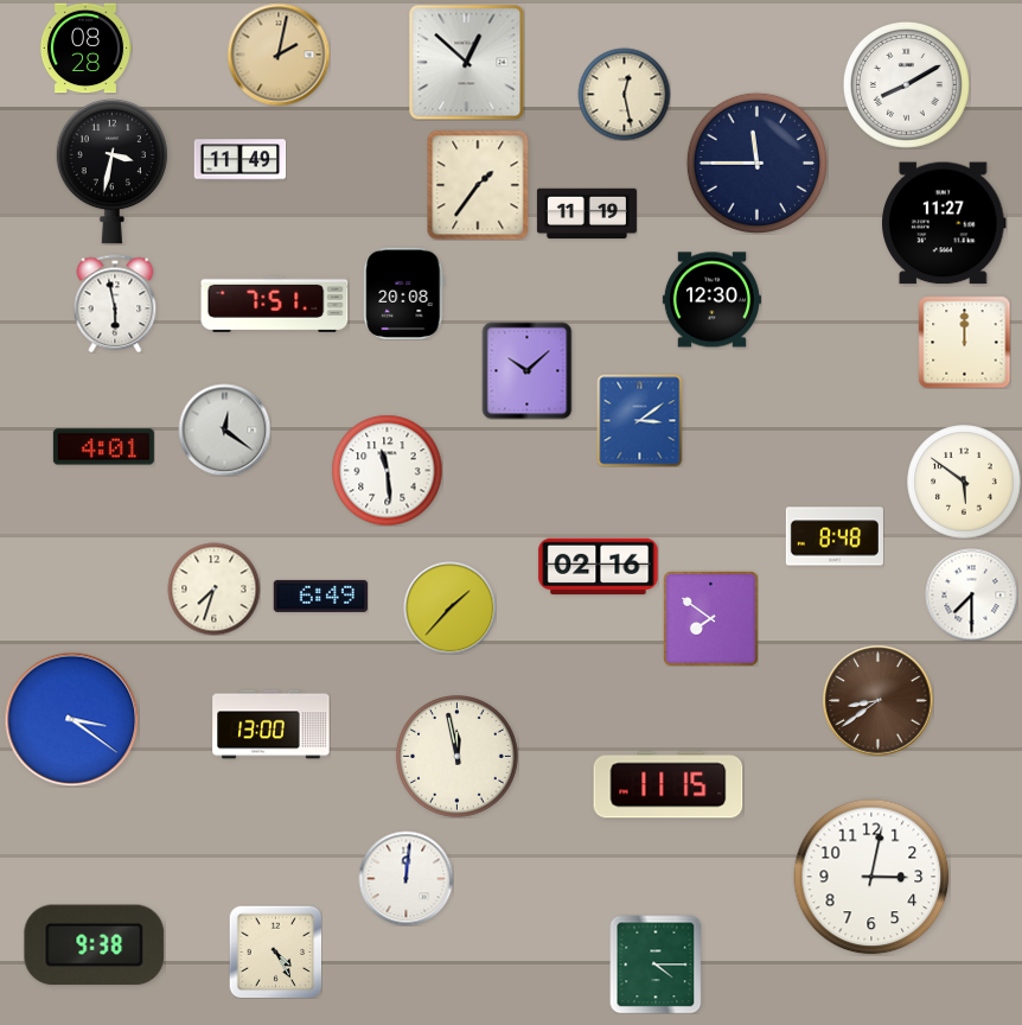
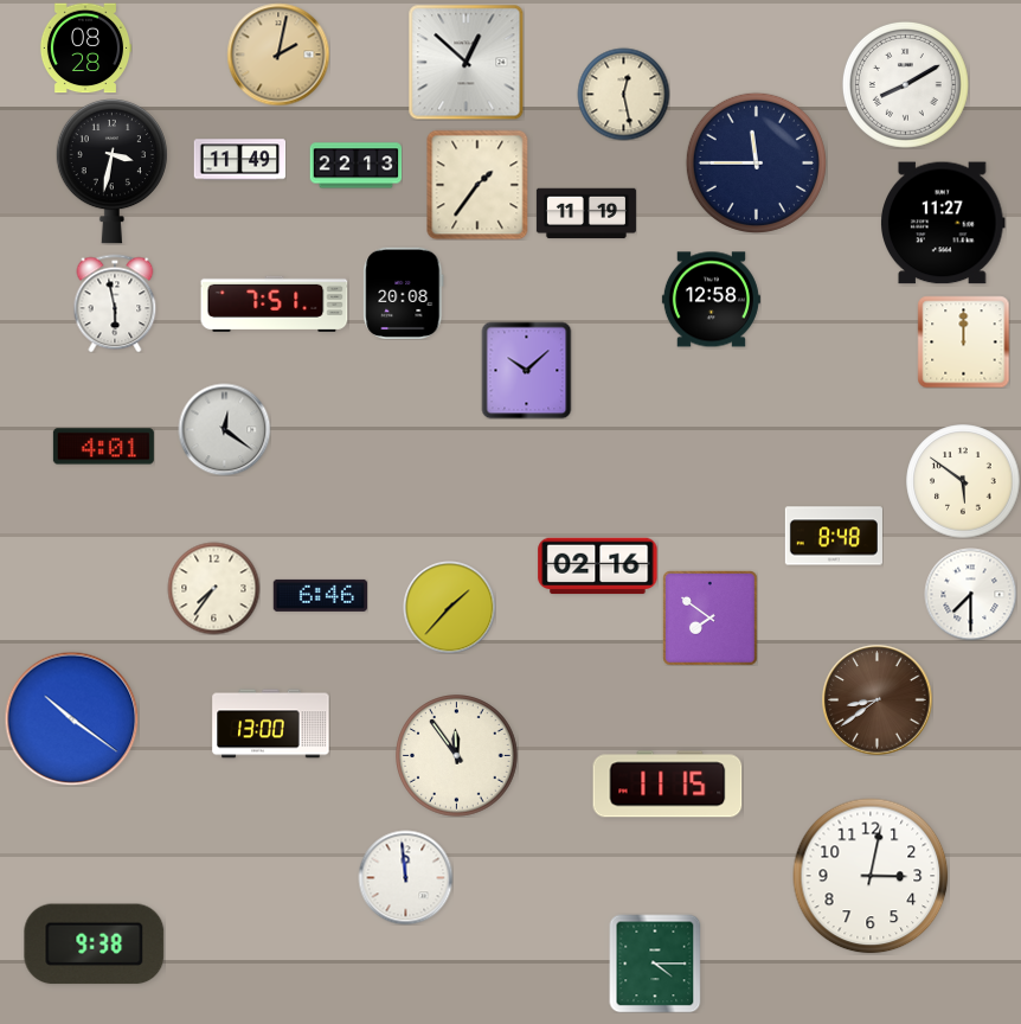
clock at (355, 166): none -> 22:13
clock at (711, 300): 12:30 -> 12:58
clock at (640, 420): 3:09 -> none
clock at (387, 470): 11:29 -> none
clock at (213, 588): 7:33 -> 7:36
clock at (320, 596): 6:49 -> 6:46
clock at (71, 719): 3:21 -> 10:21
clock at (458, 757): 11:58 -> 11:54
clock at (405, 878): 12:01 -> 11:59
clock at (275, 951): 4:25 -> none
